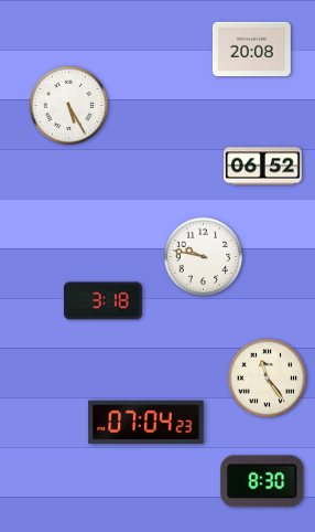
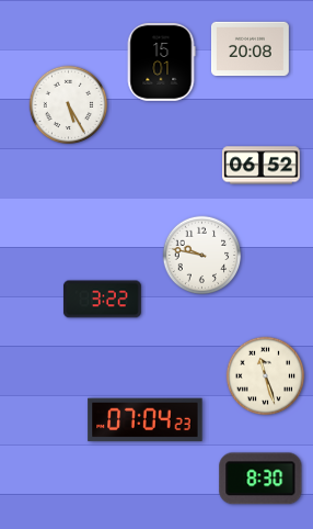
clock at (161, 61): none -> 15:01
clock at (102, 301): 3:18 -> 3:22
clock at (268, 379): 11:24 -> 11:27
